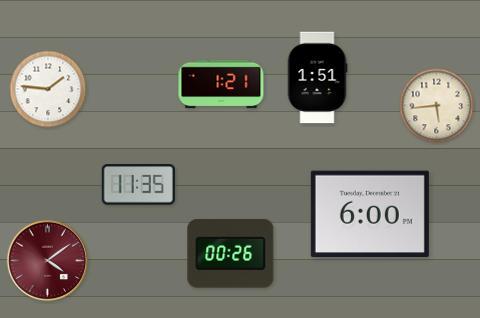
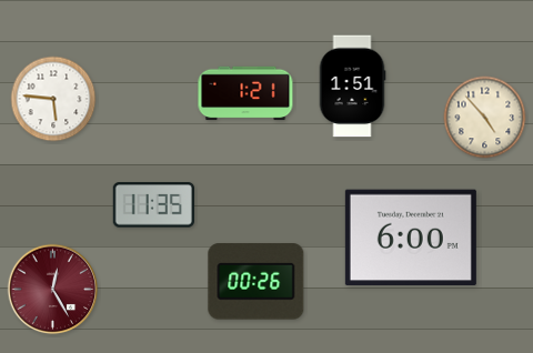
clock at (48, 89): 1:46 -> 5:46
clock at (437, 106): 5:44 -> 4:53
clock at (48, 261): 4:09 -> 12:25
